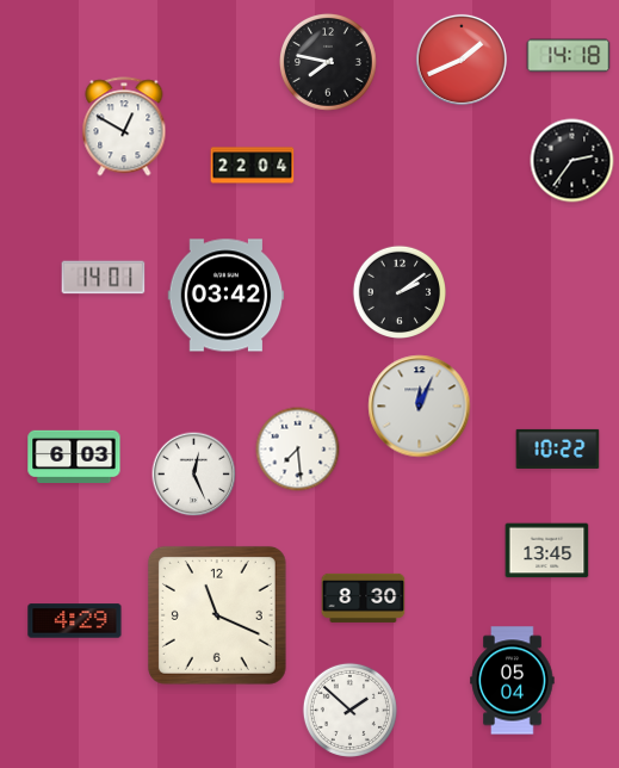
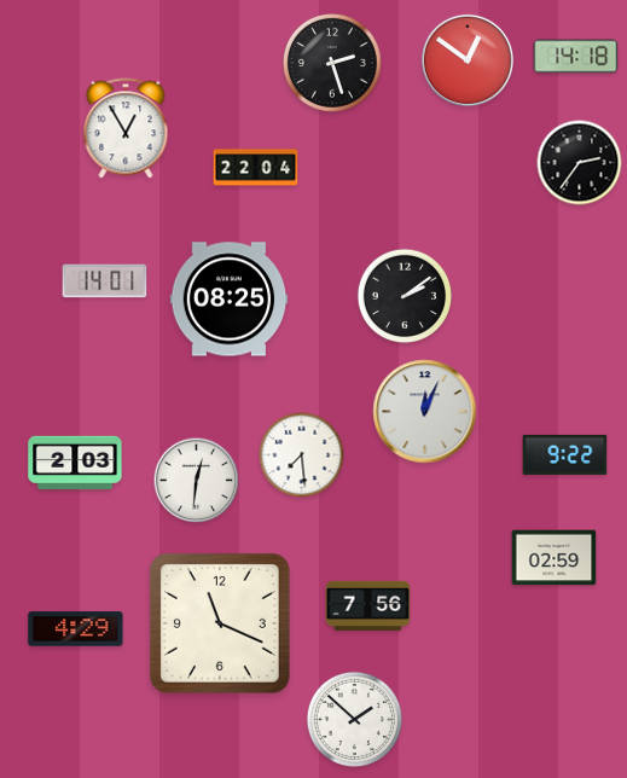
clock at (462, 60): 1:41 -> 12:51
clock at (328, 62): 7:47 -> 2:27
clock at (124, 126): 12:50 -> 12:55
clock at (227, 296): 03:42 -> 08:25
clock at (558, 448): 10:22 -> 9:22
clock at (74, 456): 6:03 -> 2:03
clock at (194, 475): 12:26 -> 12:31
clock at (547, 551): 13:45 -> 02:59
clock at (364, 597): 8:30 -> 7:56
clock at (513, 681): 05:04 -> none
